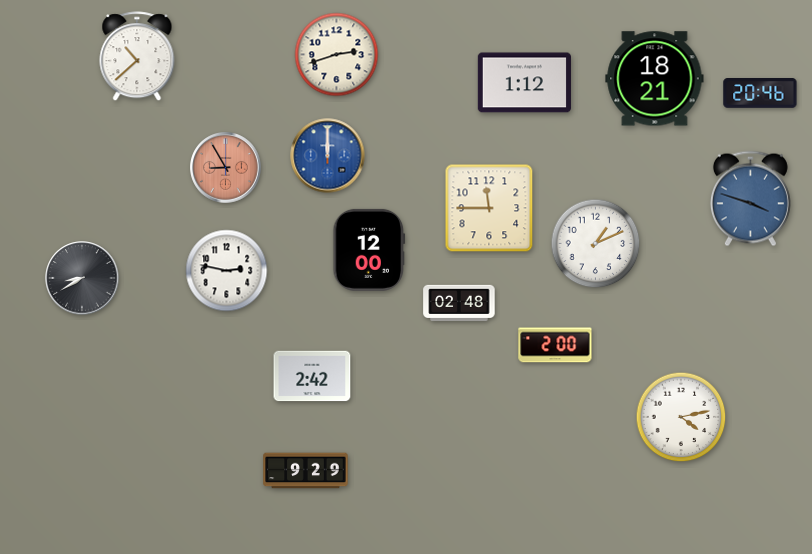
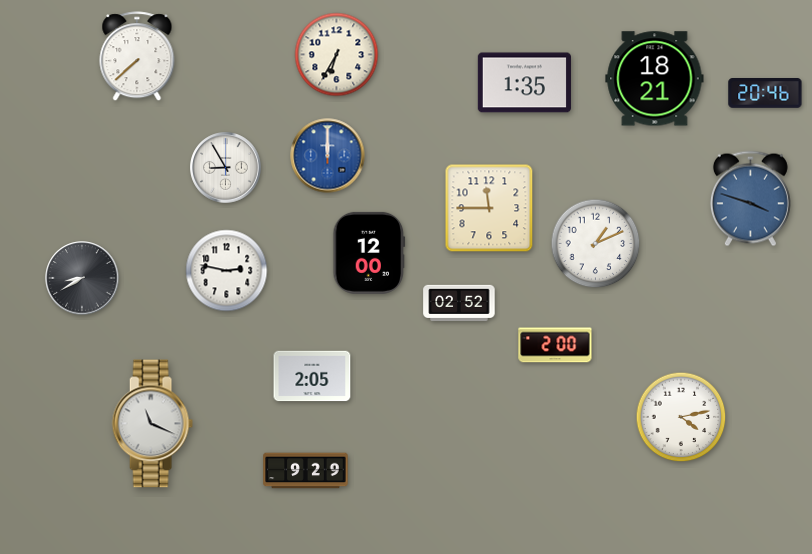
clock at (337, 55): 2:42 -> 6:35
clock at (137, 57): 10:38 -> 7:38
clock at (524, 83): 1:12 -> 1:35
clock at (760, 94) position: (760, 94) -> (765, 94)
clock at (226, 168) dial: salmon -> white
clock at (369, 250) position: (369, 250) -> (369, 253)
clock at (459, 303): 02:48 -> 02:52
clock at (312, 376): 2:42 -> 2:05
clock at (152, 424): none -> 11:19
